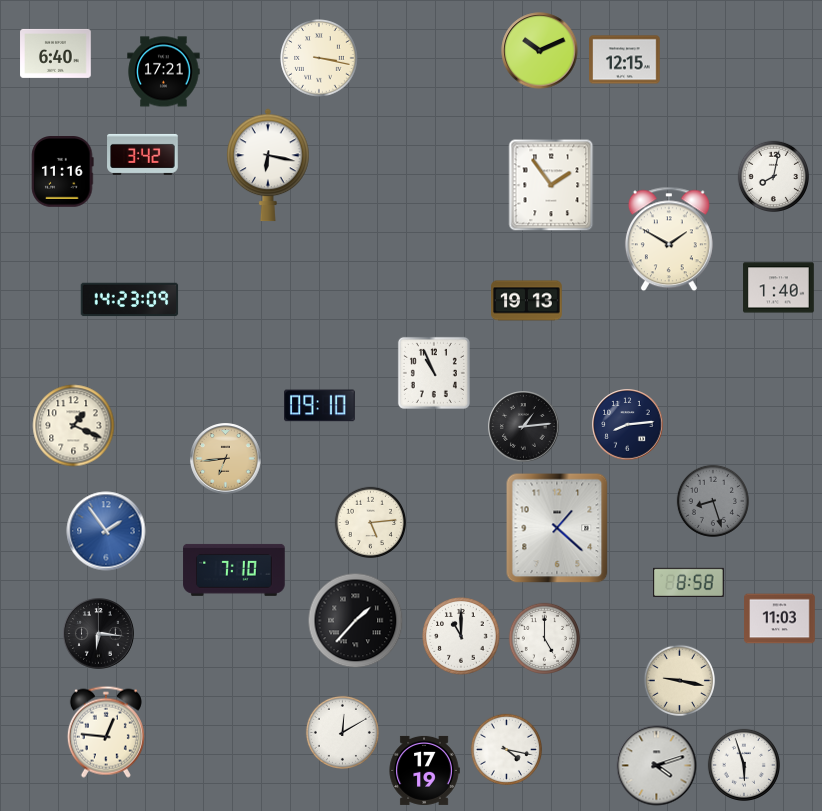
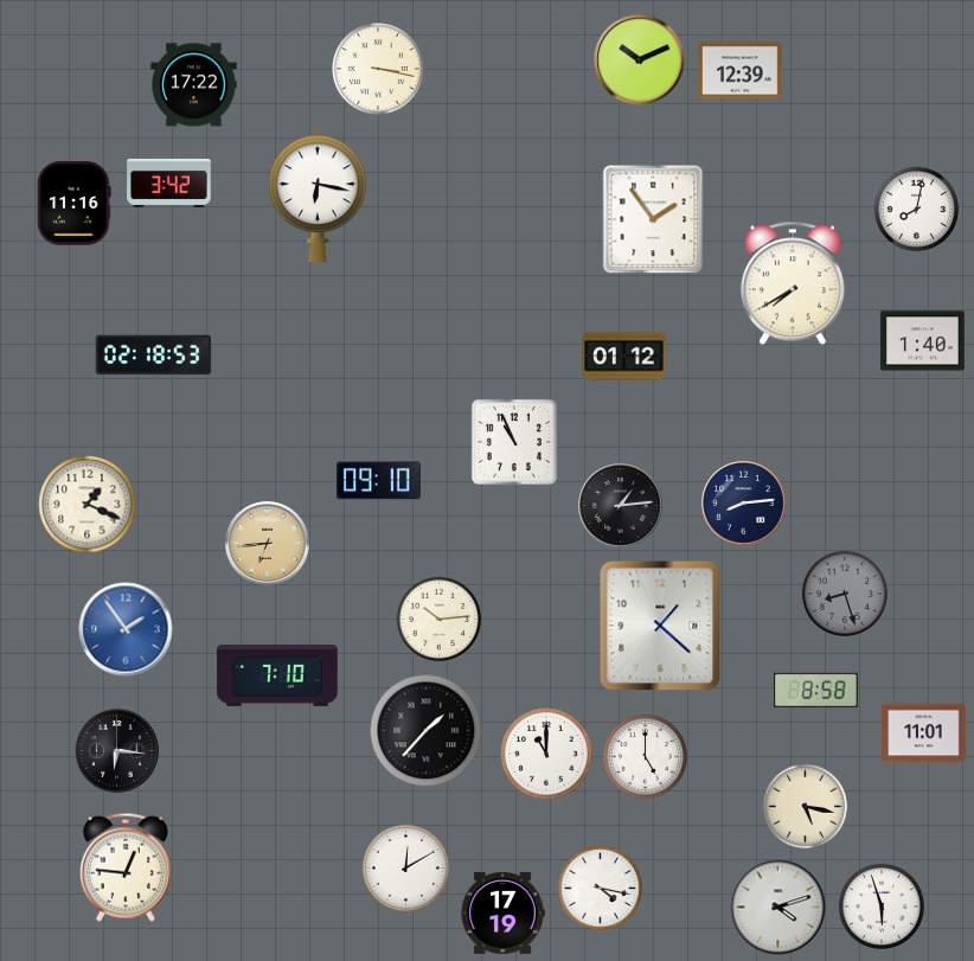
clock at (56, 53): 6:40 -> none
clock at (625, 60): 12:15 -> 12:39
clock at (164, 72): 17:21 -> 17:22
clock at (669, 239): 1:50 -> 7:40
clock at (130, 300): 14:23 -> 02:18
clock at (527, 301): 19:13 -> 01:12
clock at (370, 522): 5:14 -> 10:14
clock at (780, 619): 11:03 -> 11:01
clock at (356, 621) position: (356, 621) -> (427, 731)
clock at (679, 680): 9:17 -> 5:17
